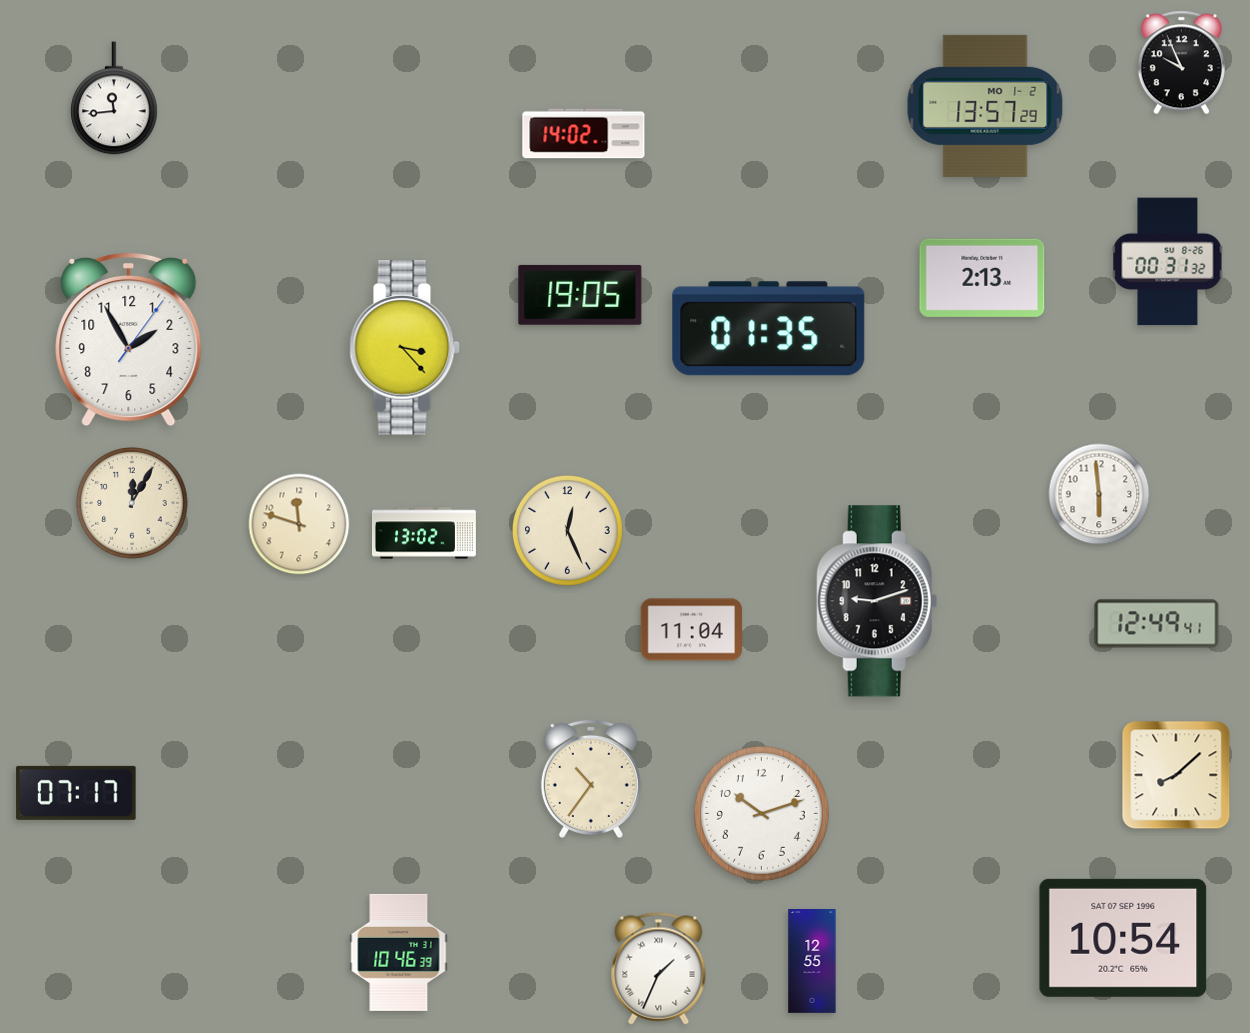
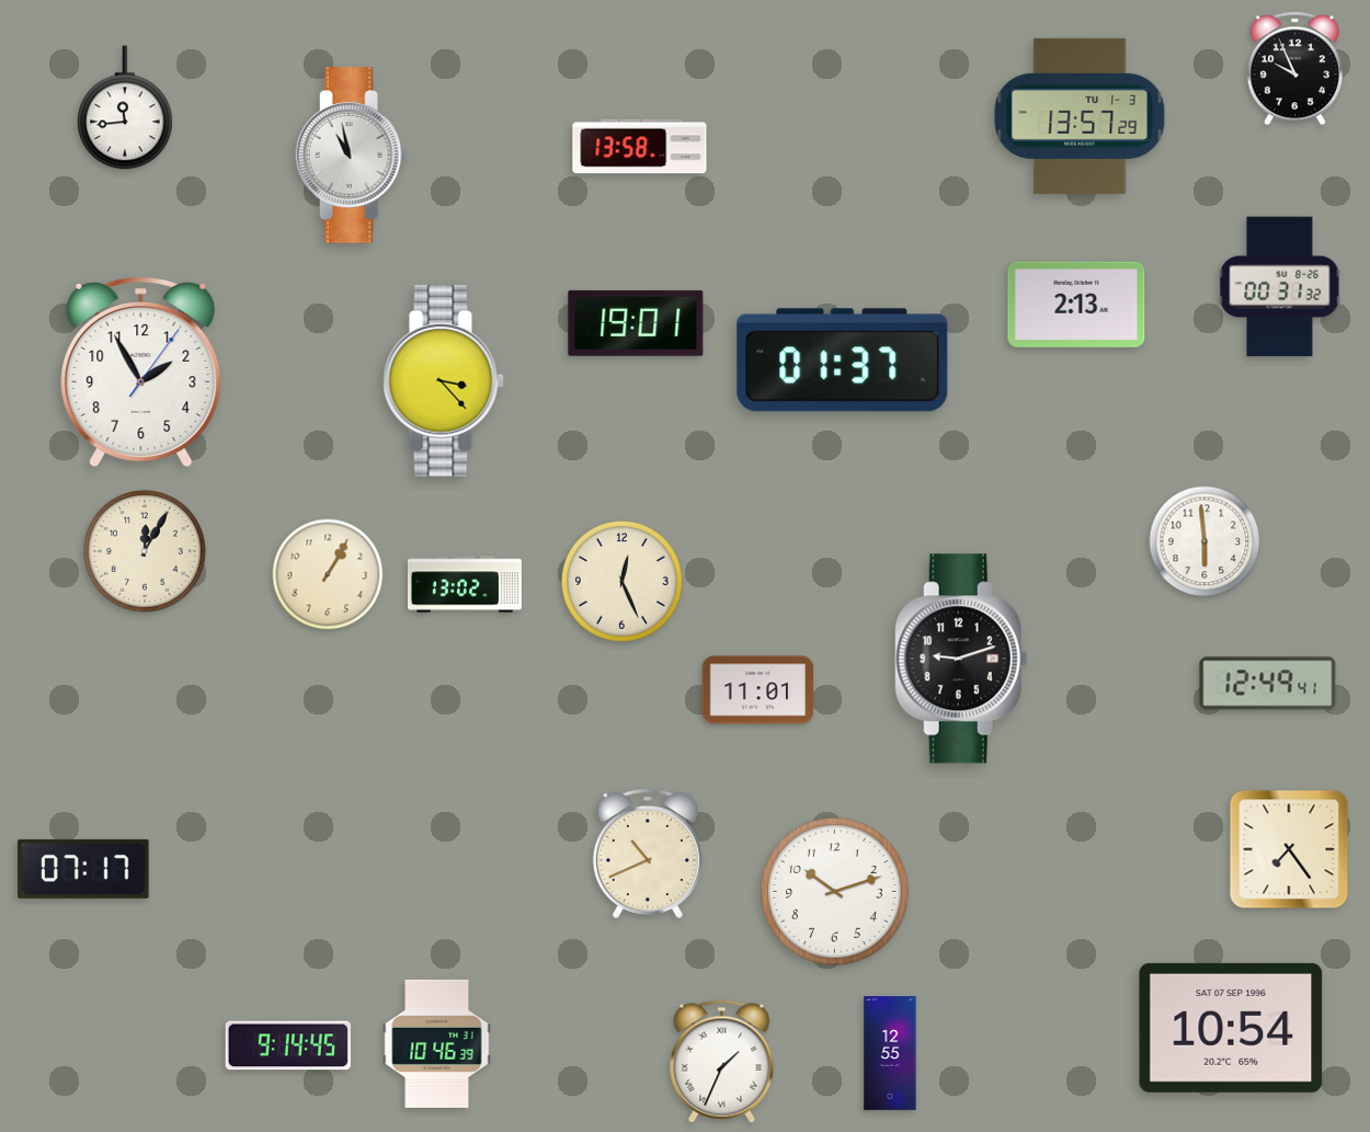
clock at (985, 106) date: MO 1-2 -> TU 1-3
clock at (584, 134): 14:02 -> 13:58
clock at (352, 156): none -> 10:58
clock at (580, 295): 19:05 -> 19:01
clock at (769, 329): 01:35 -> 01:37
clock at (299, 524): 11:48 -> 1:05
clock at (691, 630): 11:04 -> 11:01
clock at (1176, 775): 8:08 -> 7:24
clock at (591, 779): 10:36 -> 10:41
clock at (287, 1045): none -> 9:14
